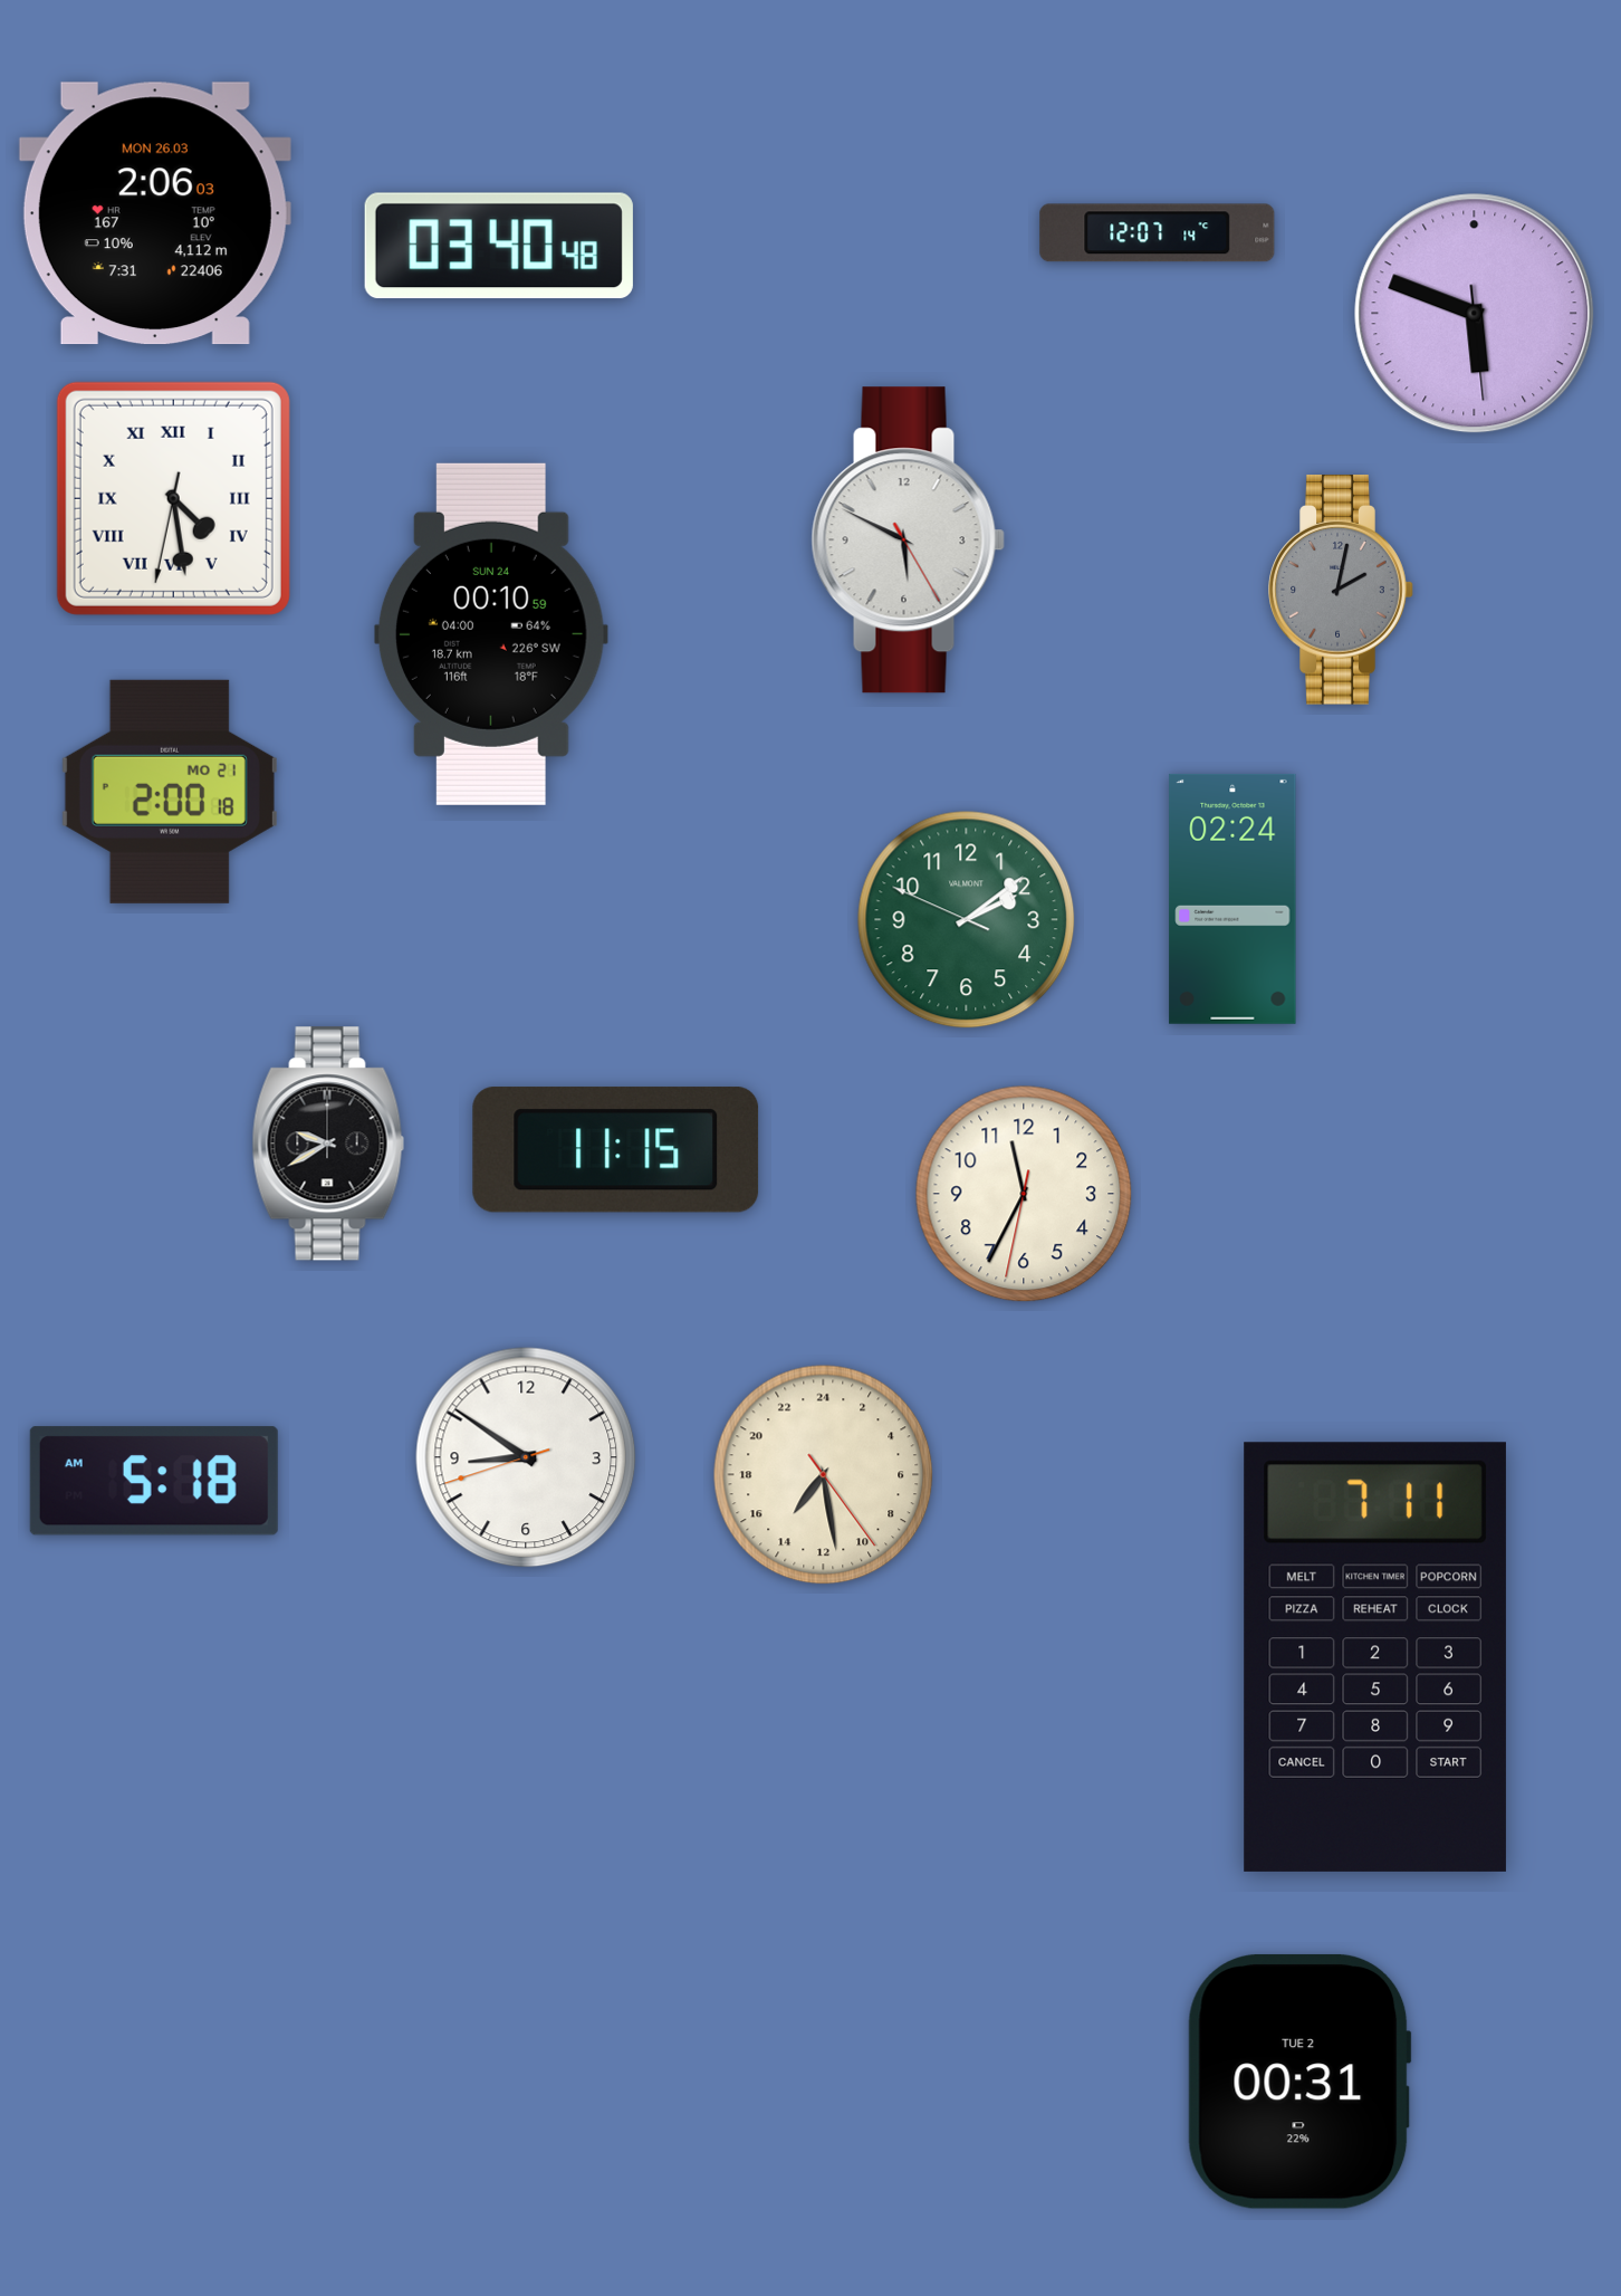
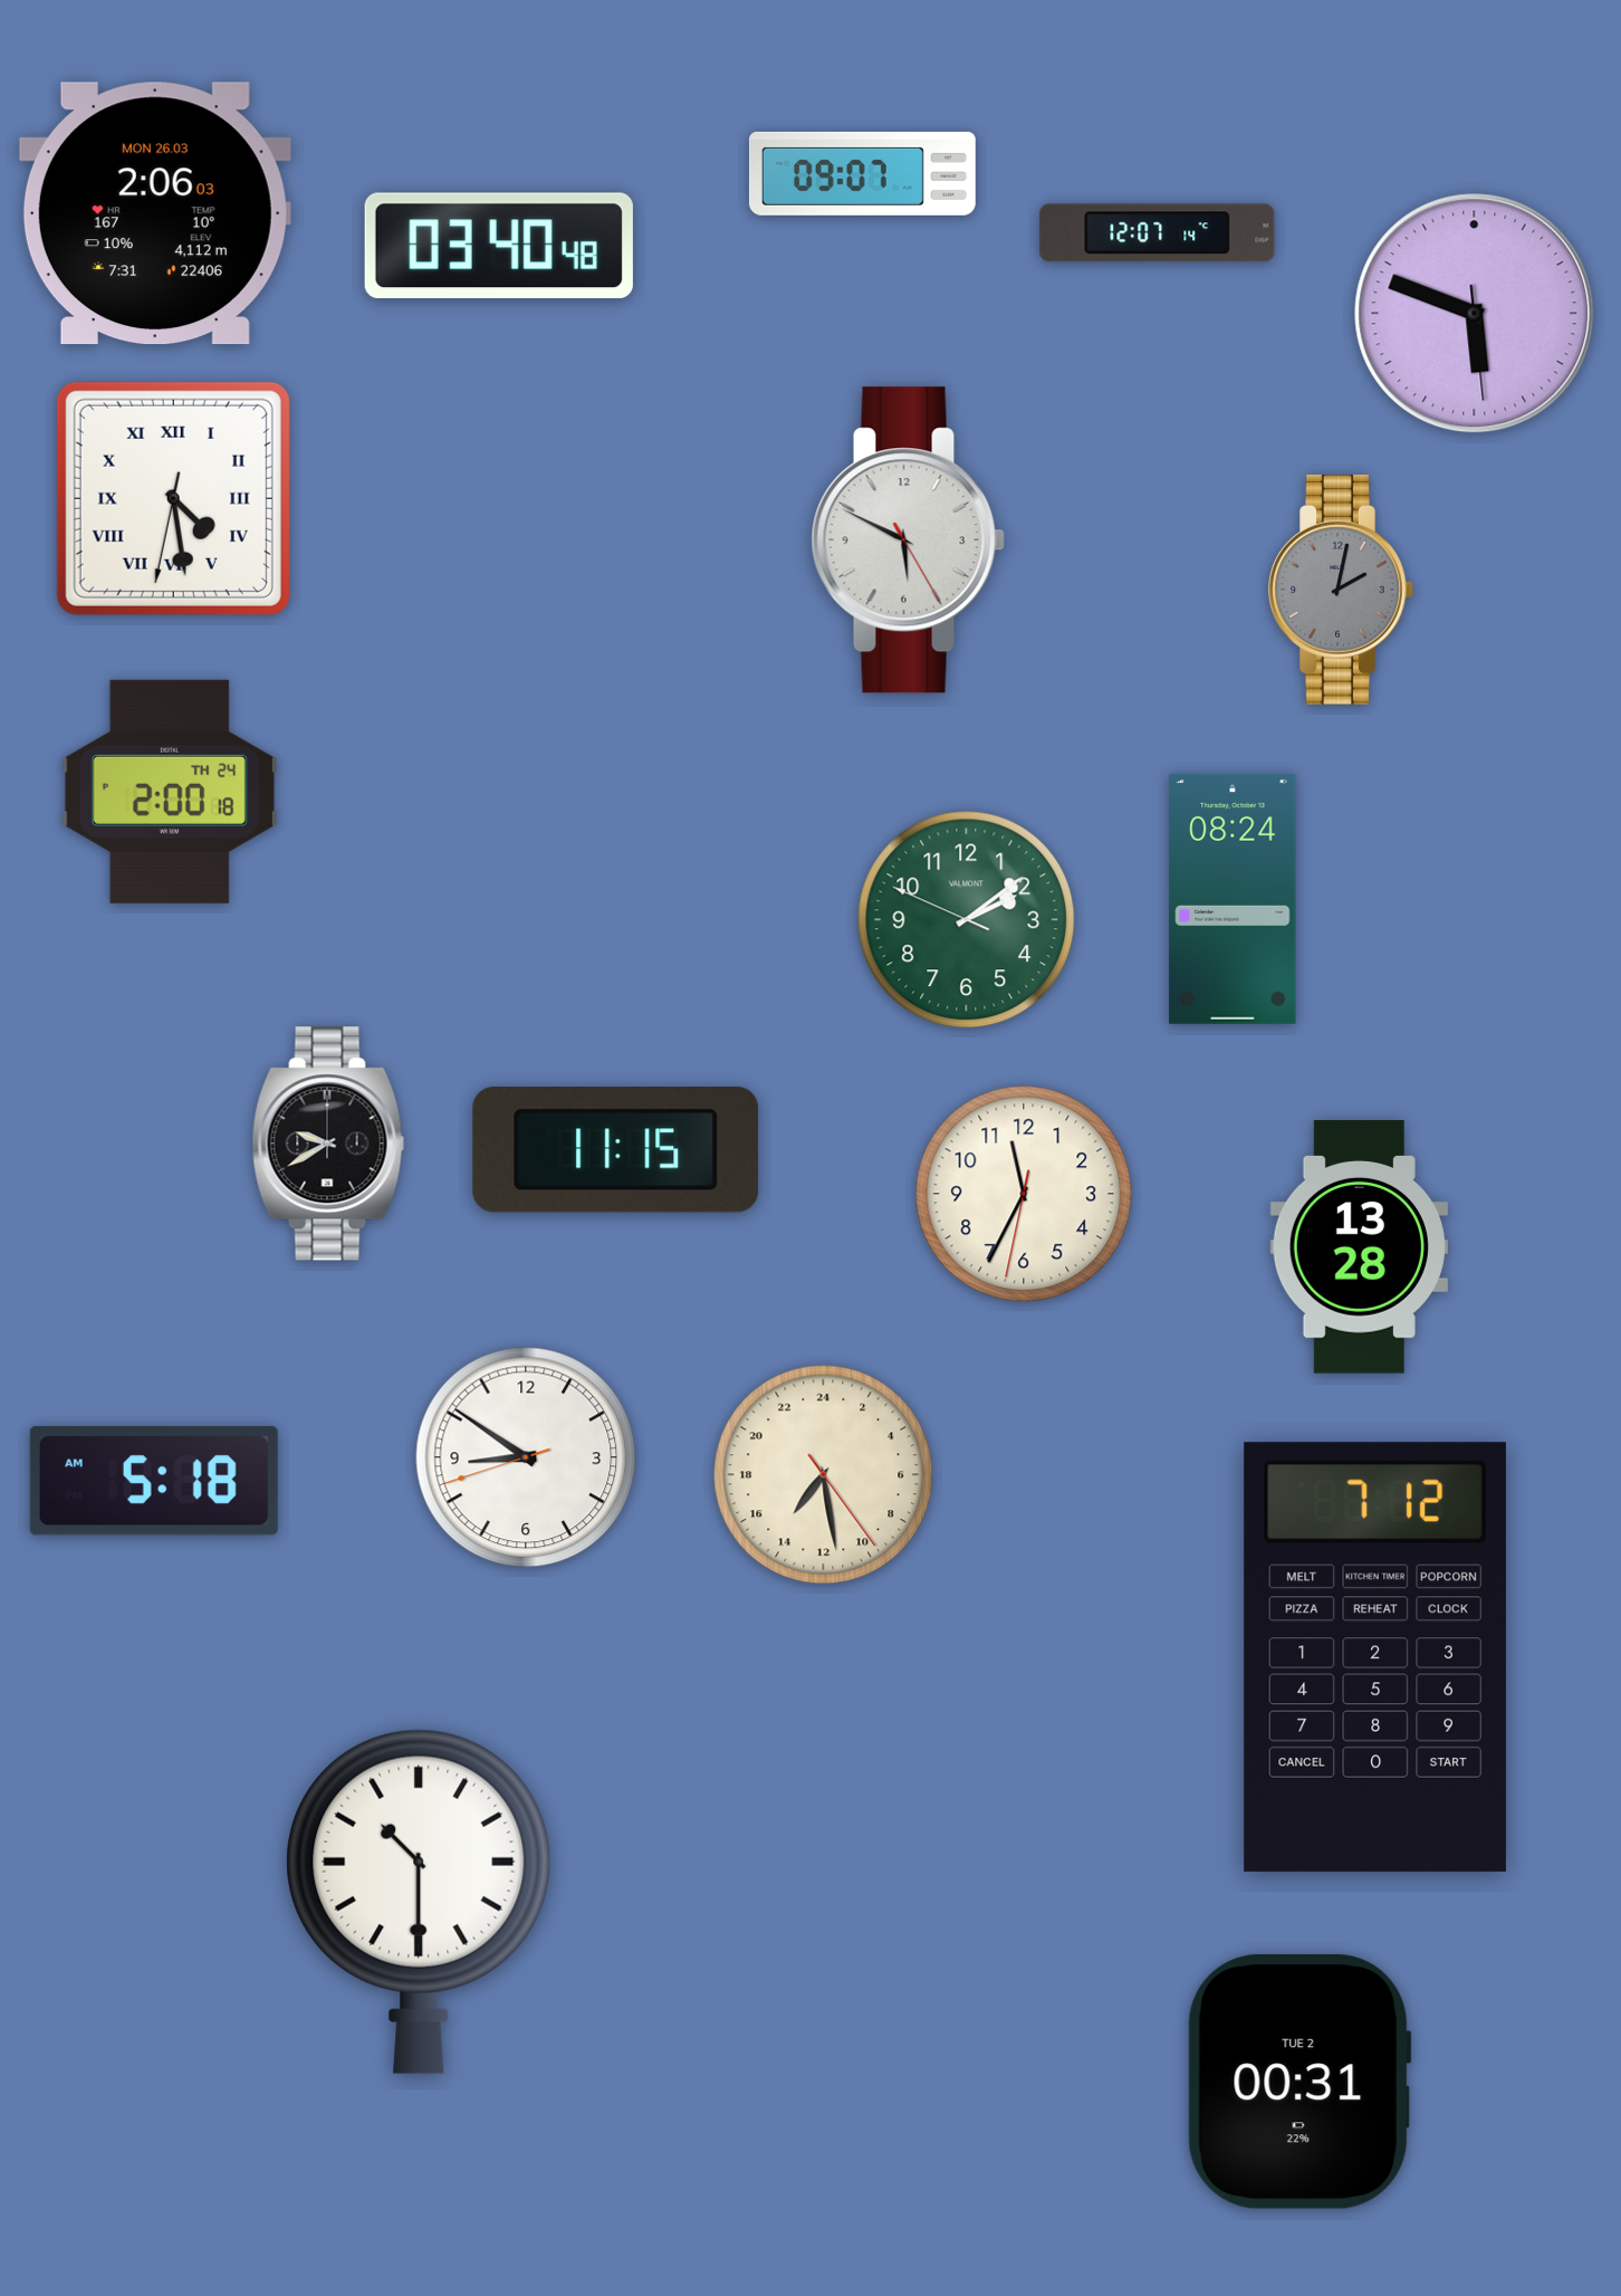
clock at (862, 173): none -> 09:07
clock at (491, 634): 00:10 -> none
clock at (170, 792) date: MO 21 -> TH 24
clock at (1232, 899): 02:24 -> 08:24
clock at (1359, 1247): none -> 13:28
clock at (1375, 1657): 7:11 -> 7:12
clock at (419, 1902): none -> 10:30
